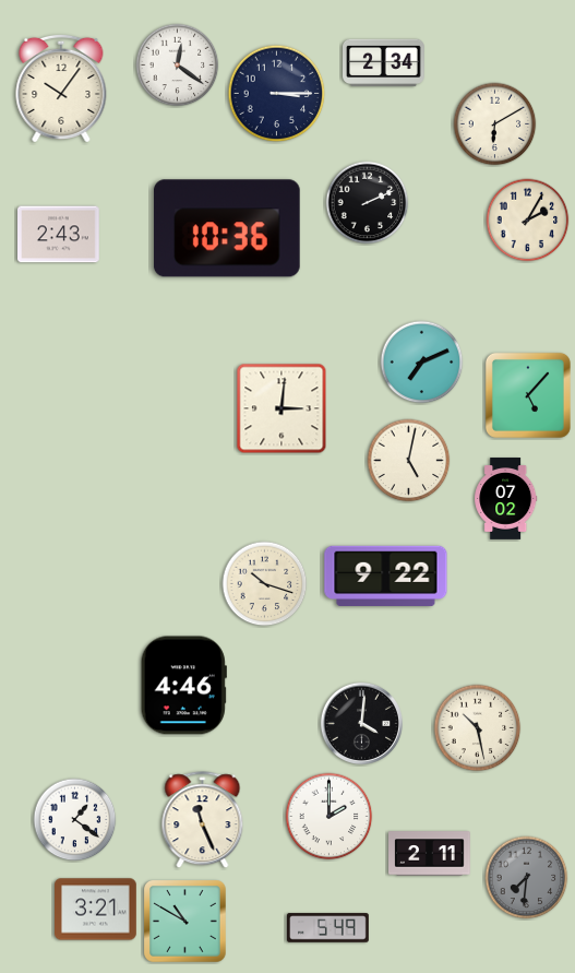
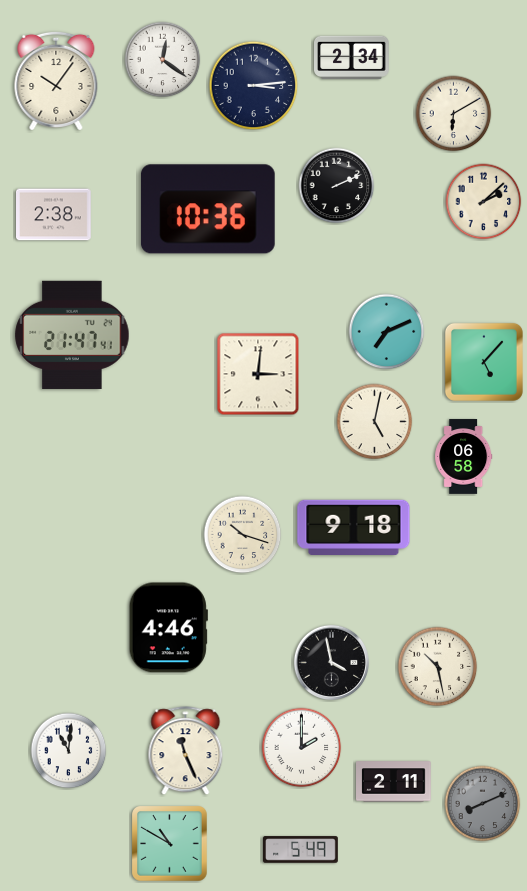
clock at (277, 94): 3:15 -> 3:14
clock at (528, 221): 2:05 -> 2:08
clock at (59, 235): 2:43 -> 2:38
clock at (72, 335): none -> 21:47
clock at (506, 499): 07:02 -> 06:58
clock at (386, 576): 9:22 -> 9:18
clock at (361, 723): 4:01 -> 3:58
clock at (75, 820): 1:21 -> 11:01
clock at (527, 878): 7:31 -> 8:11
clock at (96, 910): 3:21 -> none
